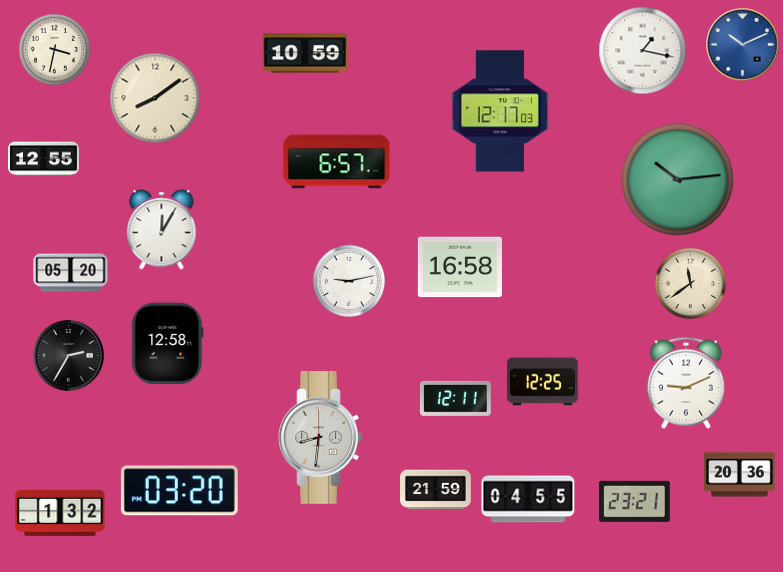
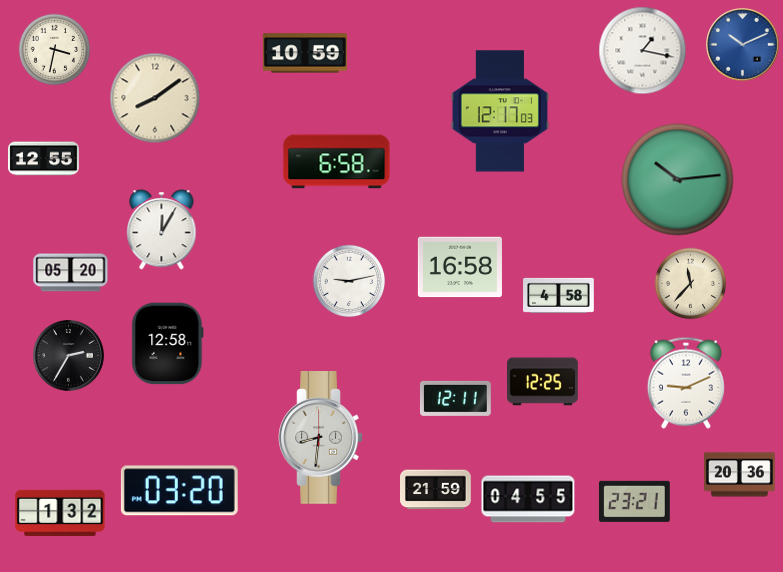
clock at (337, 162): 6:57 -> 6:58
clock at (691, 284): 11:39 -> 11:37
clock at (559, 295): none -> 4:58
